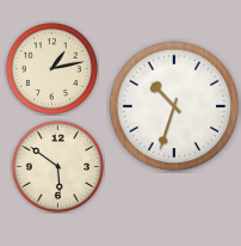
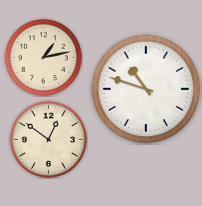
clock at (174, 106): 10:33 -> 10:48
clock at (57, 166): 5:51 -> 12:51
